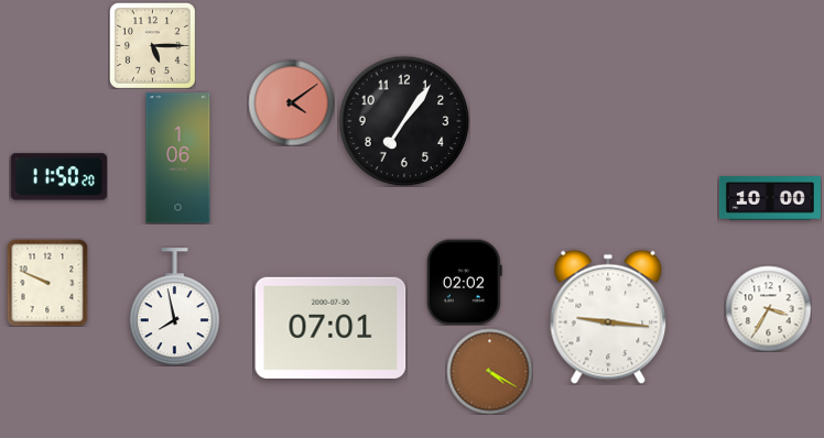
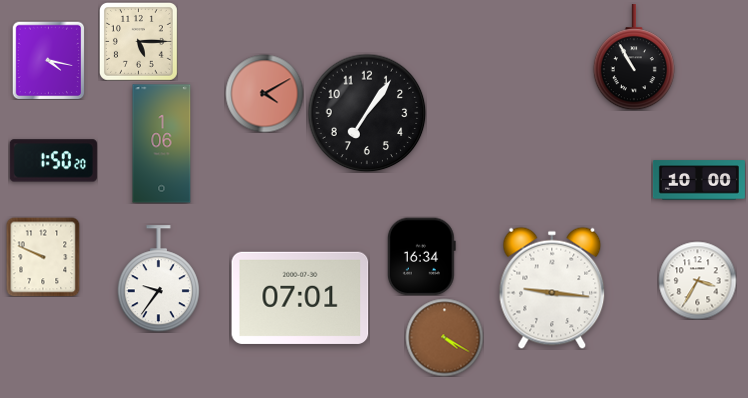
clock at (634, 57): none -> 10:55
clock at (49, 60): none -> 4:17
clock at (291, 102): 4:09 -> 4:10
clock at (404, 121) position: (404, 121) -> (367, 113)
clock at (58, 177): 11:50 -> 1:50
clock at (464, 282): 02:02 -> 16:34
clock at (174, 307): 7:58 -> 9:36
